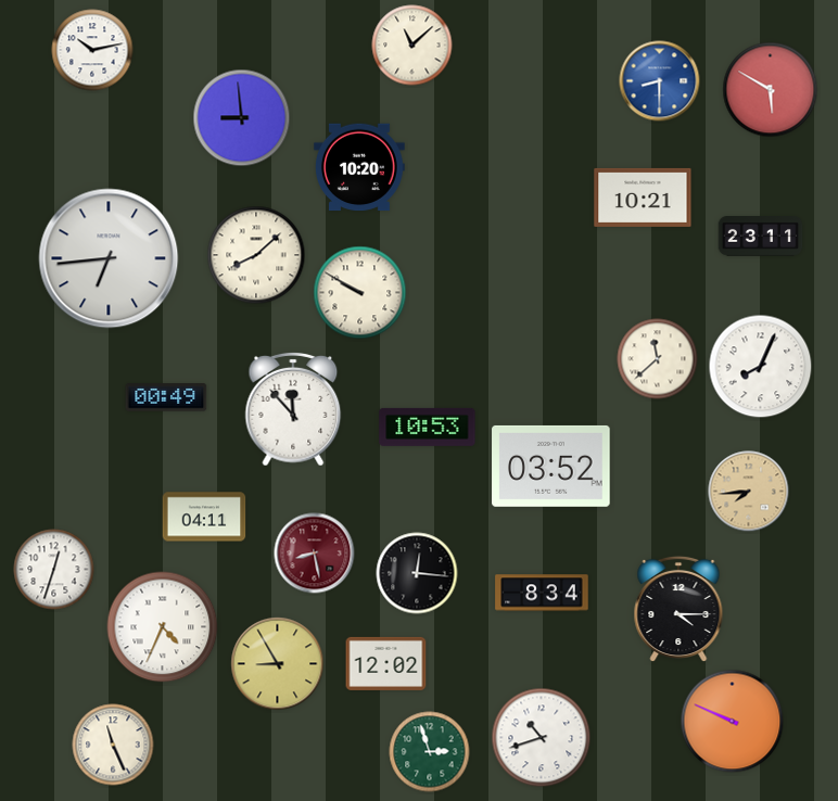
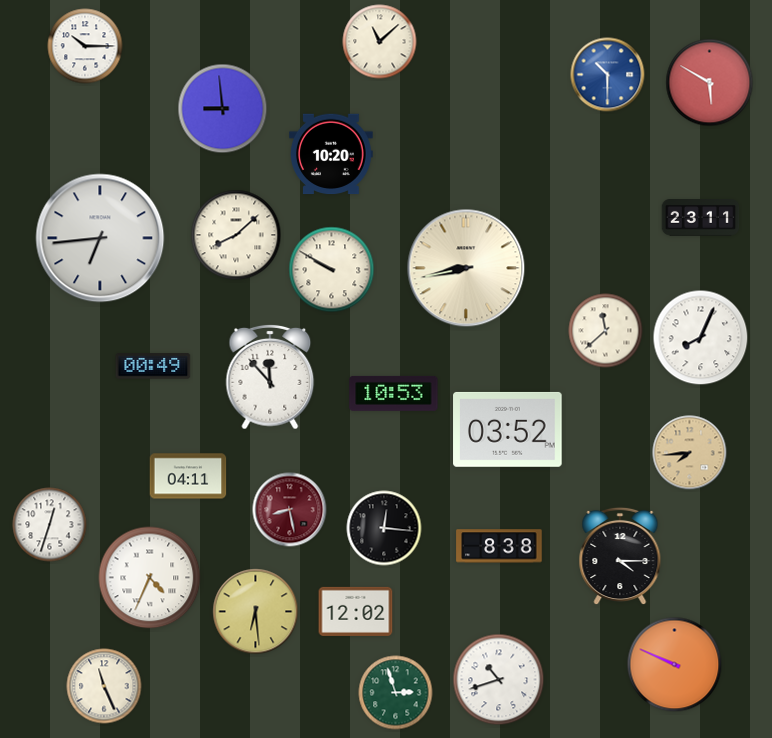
clock at (92, 50): 10:13 -> 10:15
clock at (660, 81): 8:30 -> 10:30
clock at (643, 198): 10:21 -> none
clock at (466, 268): none -> 8:43
clock at (542, 593): 8:34 -> 8:38
clock at (678, 609) position: (678, 609) -> (620, 556)
clock at (278, 664): 8:55 -> 6:29
